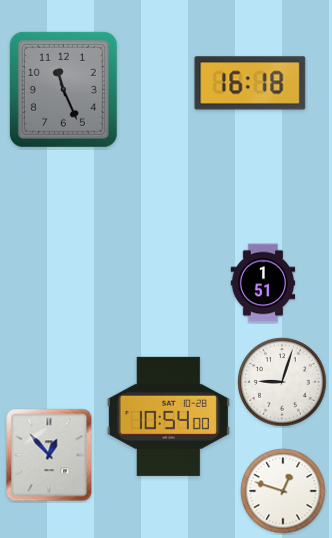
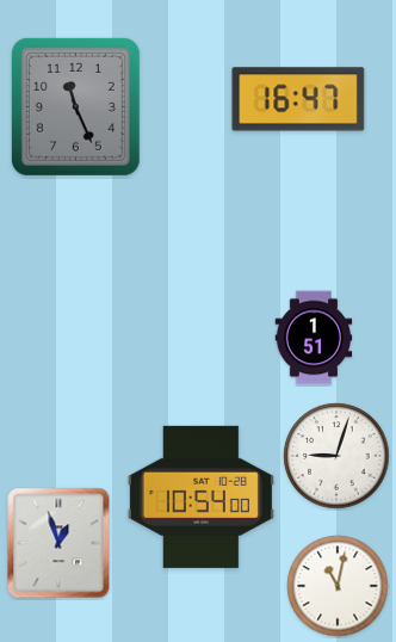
clock at (250, 83): 16:18 -> 16:47
clock at (49, 455): 12:53 -> 12:57
clock at (283, 491): 12:48 -> 11:02
